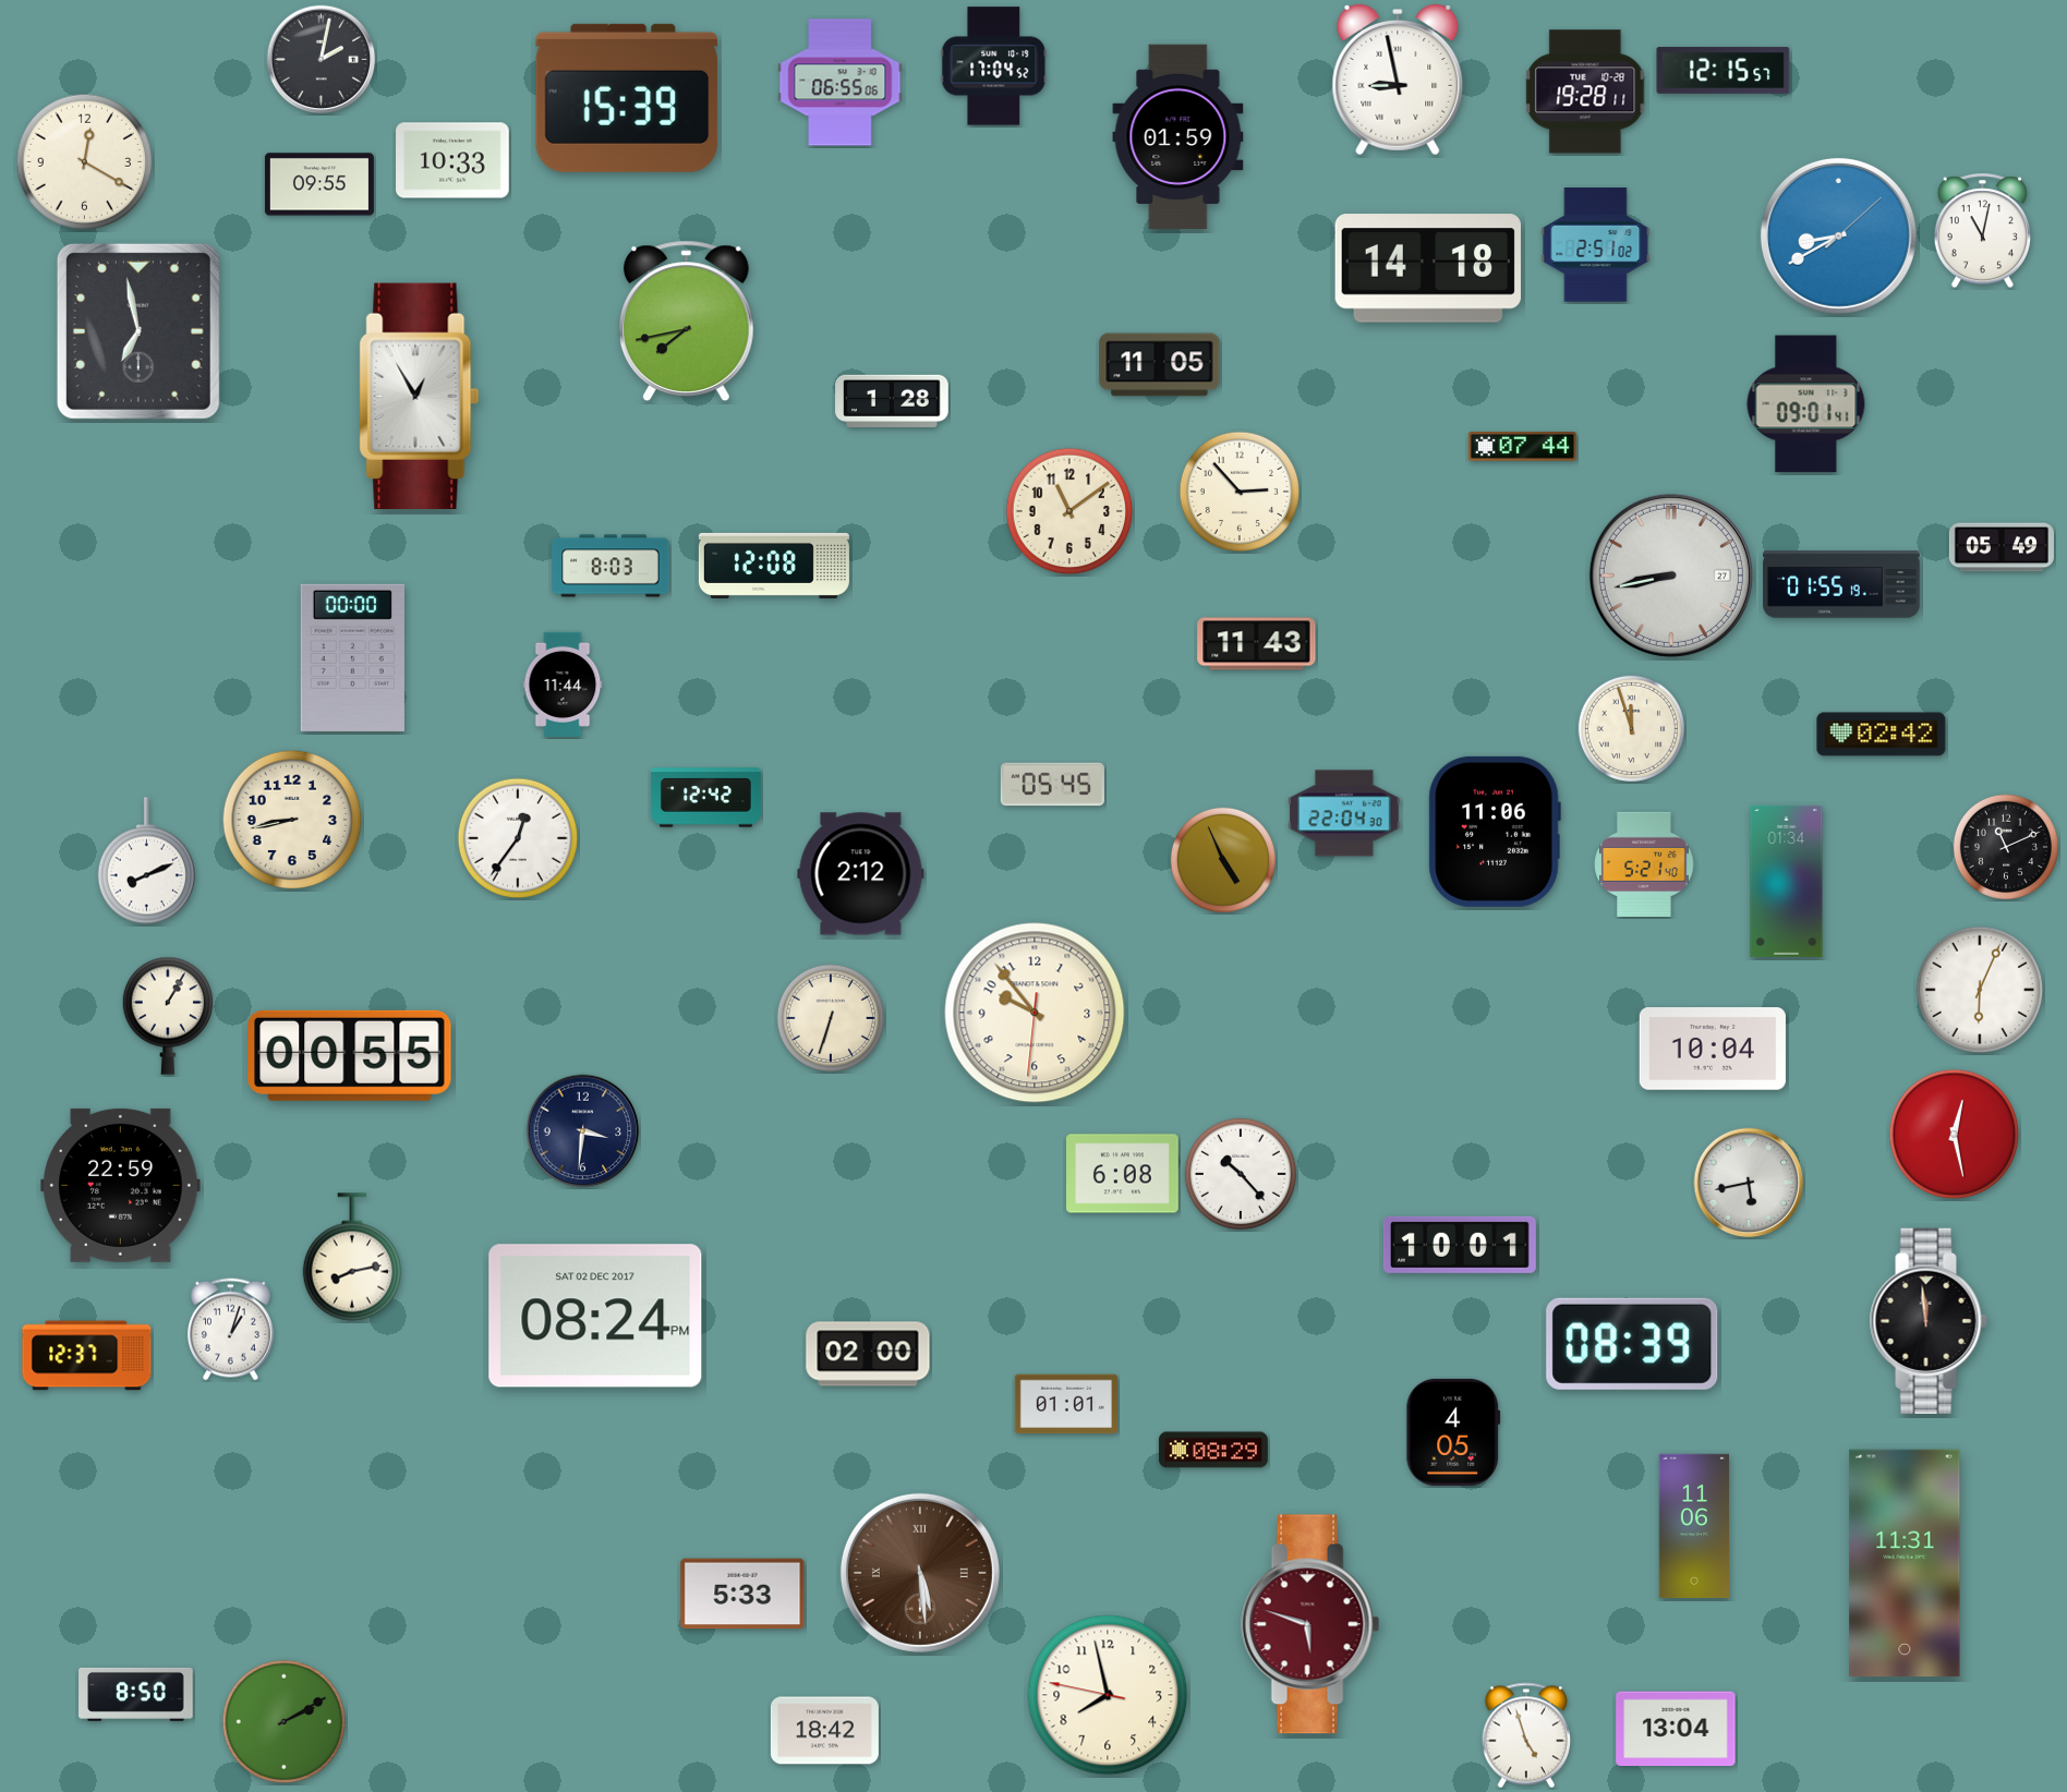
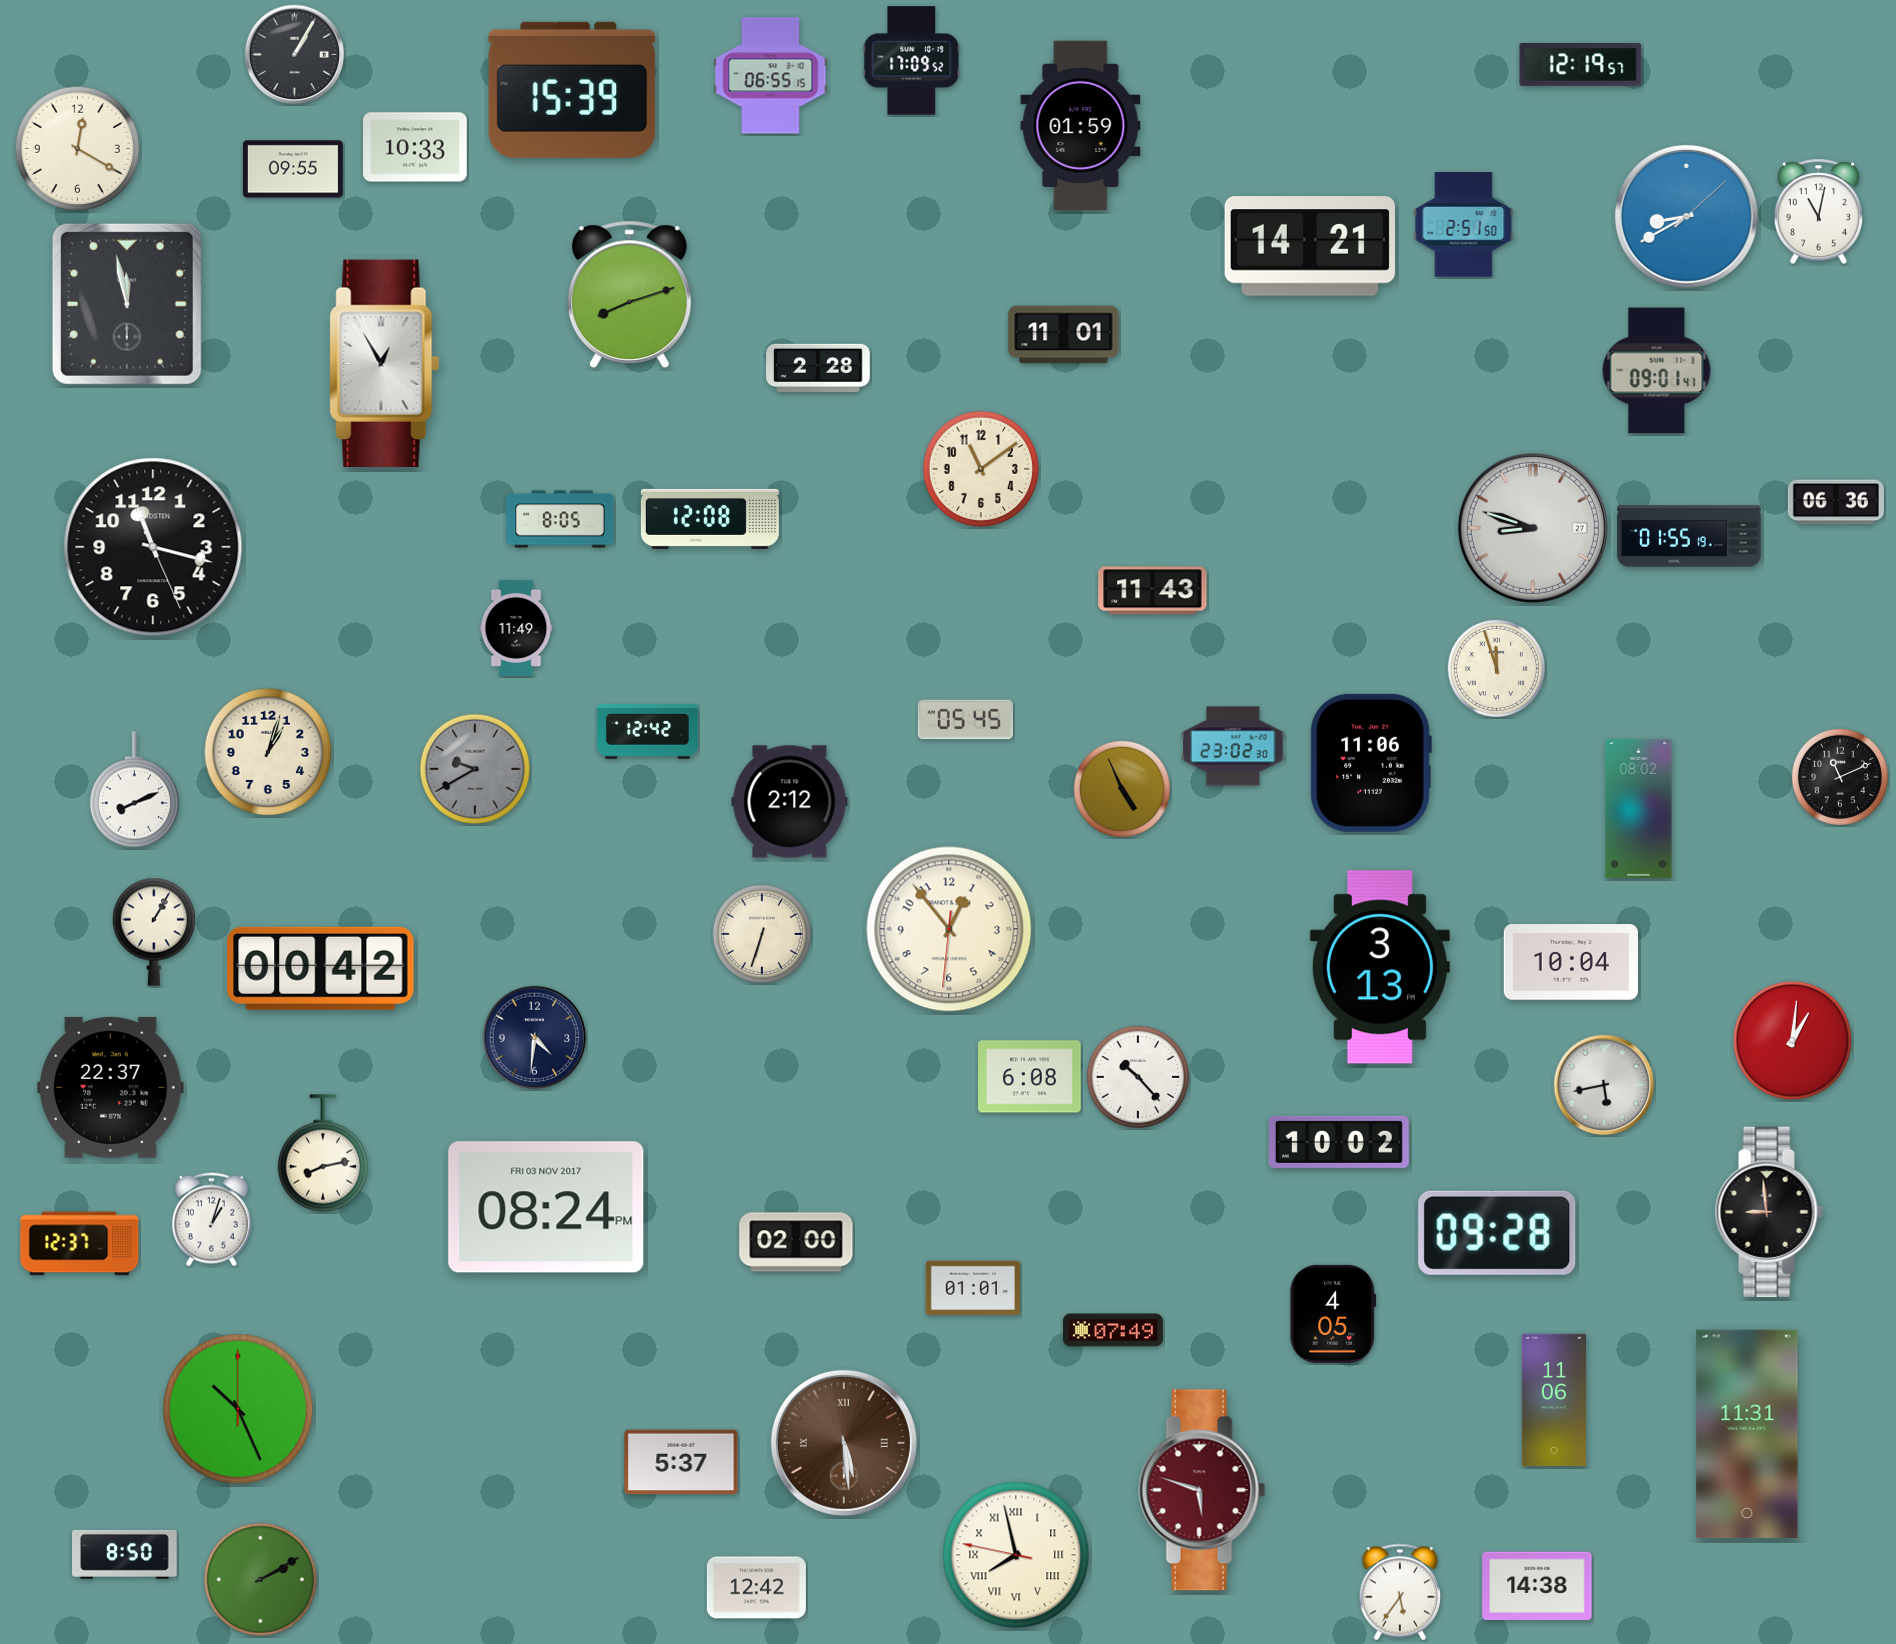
clock at (322, 60): 2:02 -> 1:05
clock at (994, 66): 17:04 -> 17:09
clock at (1724, 70): 12:15 -> 12:19
clock at (1398, 80): 8:58 -> none
clock at (841, 83): 06:55:06 -> 06:55:15
clock at (1585, 92): 19:28 -> none
clock at (627, 98) position: (627, 98) -> (572, 90)
clock at (1596, 245): 2:51:02 -> 2:51:50
clock at (1428, 268): 14:18 -> 14:21
clock at (686, 322): 7:43 -> 8:12
clock at (138, 331): 6:58 -> 11:58
clock at (1160, 365): 11:05 -> 11:01
clock at (892, 401): 1:28 -> 2:28
clock at (1522, 447): 07:44 -> none
clock at (1238, 491): 2:53 -> none
clock at (2002, 547): 05:49 -> 06:36
clock at (611, 566): 8:03 -> 8:05
clock at (1671, 576): 8:43 -> 8:48
clock at (153, 547): none -> 11:17
clock at (352, 657): 00:00 -> none
clock at (563, 685): 11:44 -> 11:49
clock at (1882, 735): 02:42 -> none
clock at (1345, 813): 22:04 -> 23:02
clock at (292, 820): 8:43 -> 1:03
clock at (517, 837): 12:36 -> 9:40
clock at (517, 837) dial: white -> grey
clock at (1644, 864): 5:21 -> none
clock at (1787, 881): 01:34 -> 08:02
clock at (1980, 990): 6:04 -> none
clock at (1035, 1013): 9:53 -> 12:53
clock at (1380, 967): none -> 3:13
clock at (350, 1055): 00:55 -> 00:42
clock at (583, 1131): 3:31 -> 4:31
clock at (1955, 1135): 12:28 -> 1:01
clock at (121, 1185): 22:59 -> 22:37
clock at (1460, 1245): 10:01 -> 10:02
clock at (595, 1316) date: SAT 02 DEC 2017 -> FRI 03 NOV 2017
clock at (1929, 1320): 11:59 -> 8:59
clock at (1632, 1344): 08:39 -> 09:28
clock at (1065, 1404) position: (1065, 1404) -> (972, 1288)
clock at (1213, 1450): 08:29 -> 07:49
clock at (238, 1409): none -> 10:26
clock at (742, 1594): 5:33 -> 5:37
clock at (1108, 1695) numerals: Arabic -> Roman
clock at (1676, 1729): 13:04 -> 14:38
clock at (824, 1731): 18:42 -> 12:42
clock at (1526, 1735): 4:57 -> 5:36
